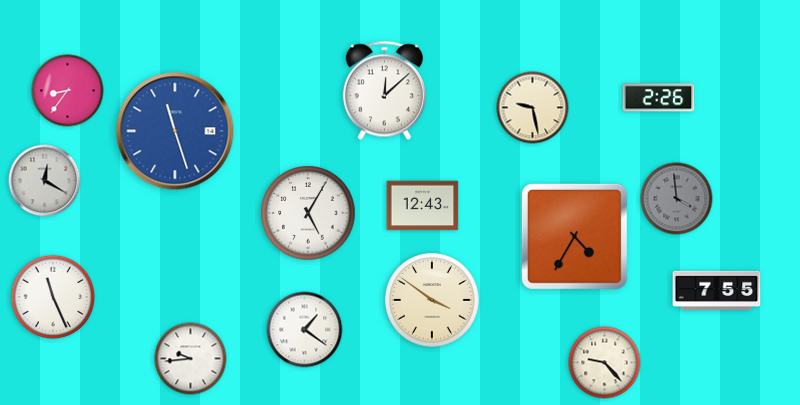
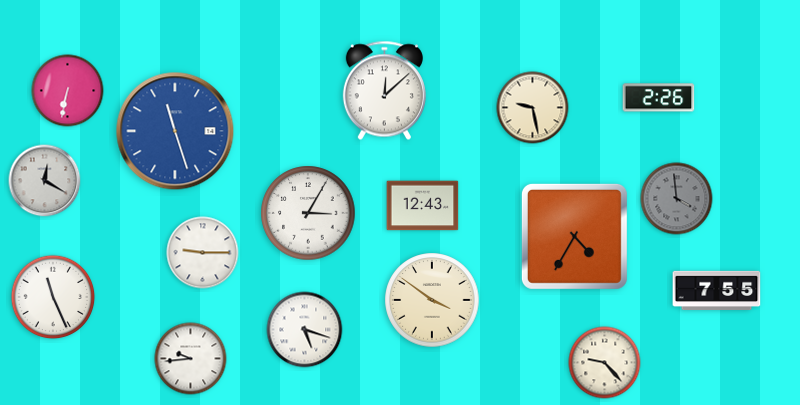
clock at (68, 91): 8:36 -> 6:32
clock at (308, 213): 5:05 -> 3:05
clock at (203, 253): none -> 9:15
clock at (305, 330): 1:21 -> 5:18
